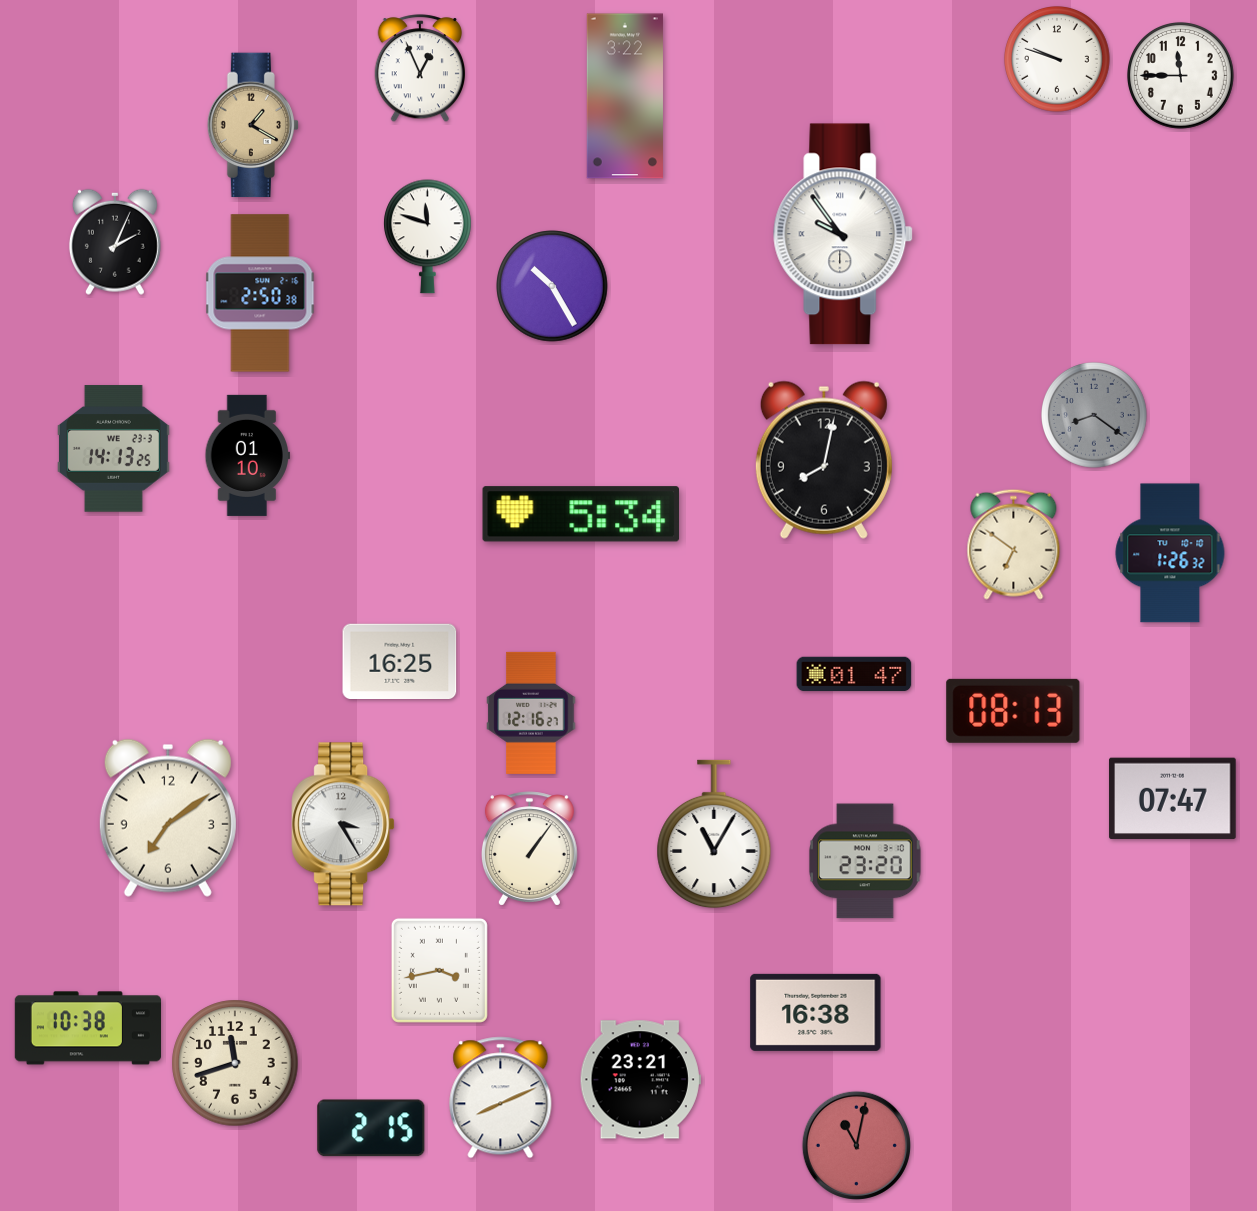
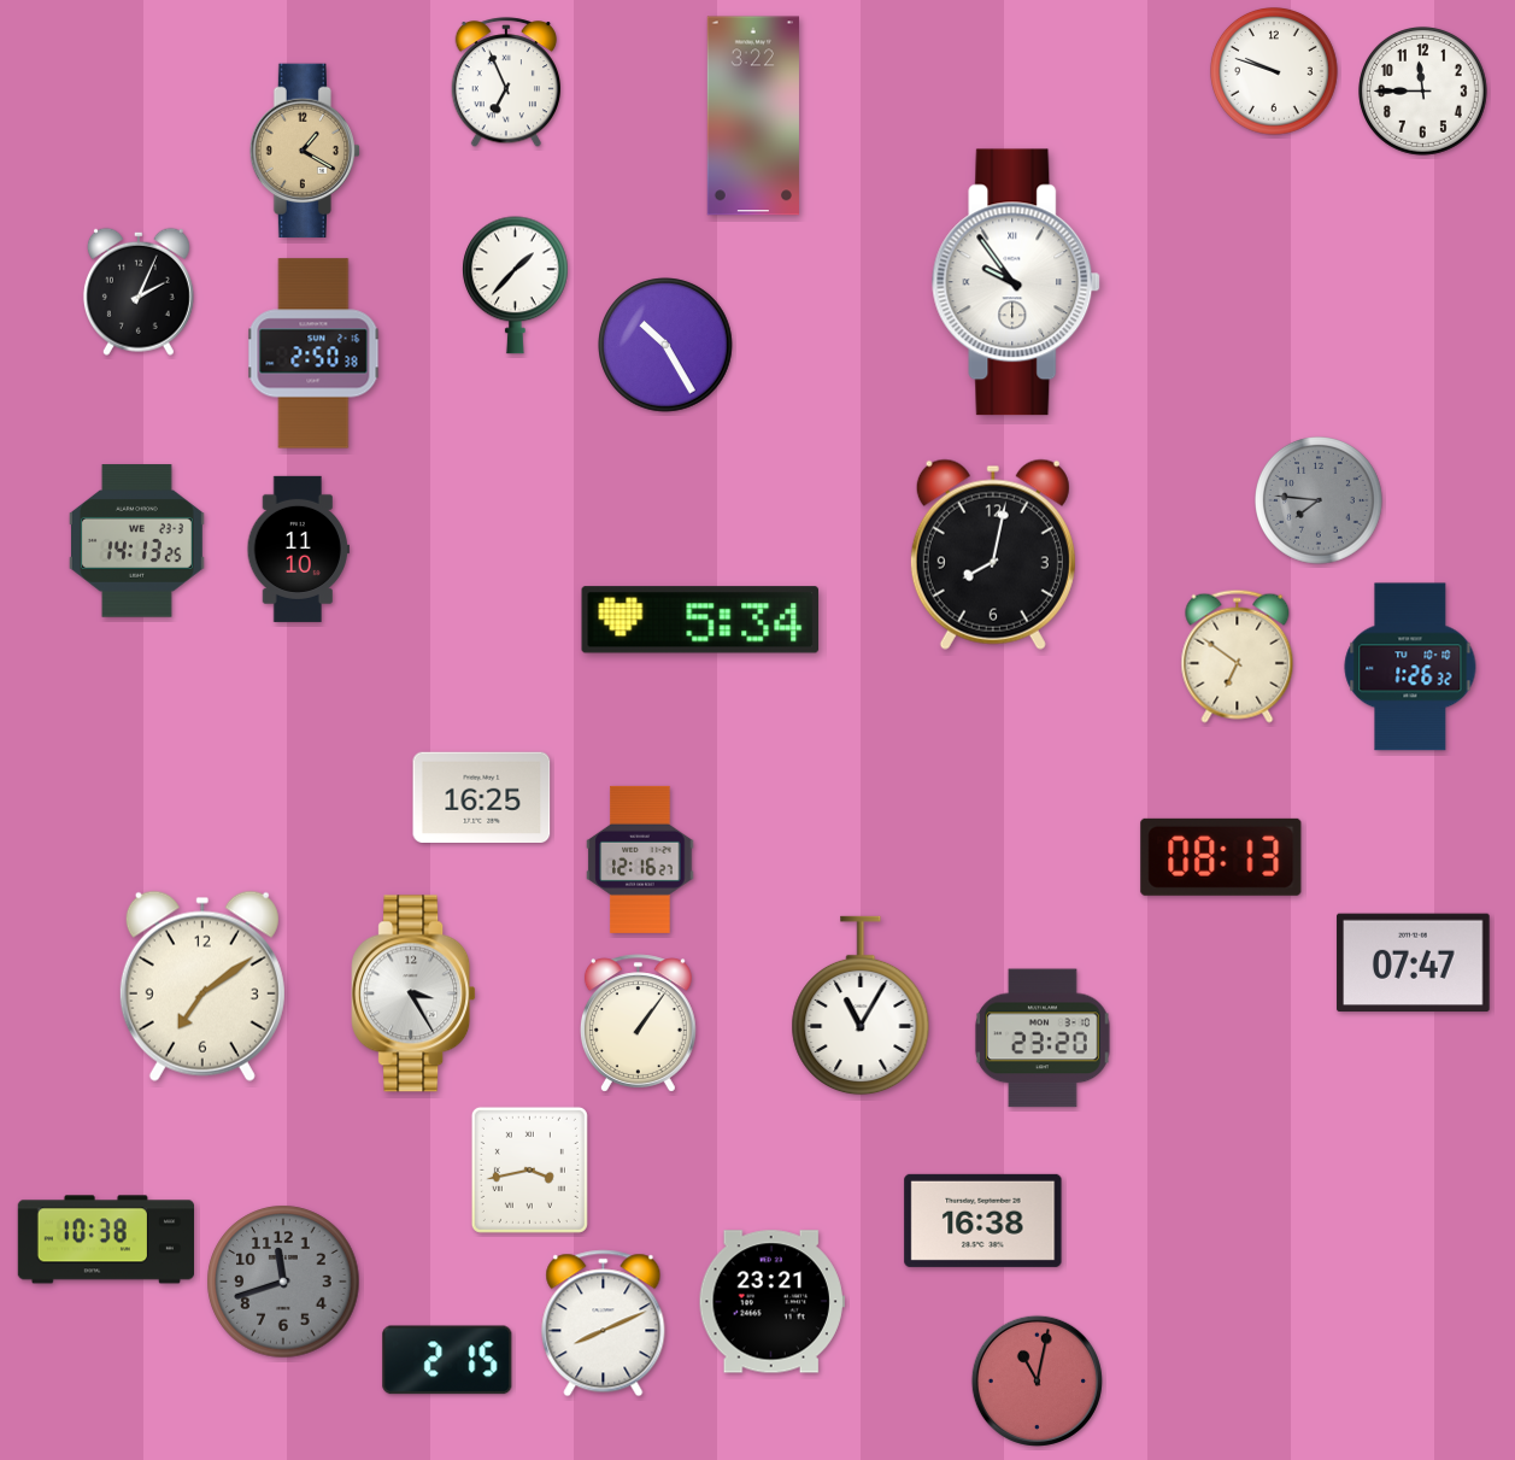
clock at (419, 69): 12:56 -> 6:56
clock at (428, 237): 11:48 -> 1:37
clock at (1095, 416): 8:21 -> 7:46
clock at (247, 455): 01:10 -> 11:10
clock at (1014, 544) position: (1014, 544) -> (1238, 656)
clock at (854, 674): 01:47 -> none
clock at (235, 1063) dial: cream -> grey
clock at (856, 1145) position: (856, 1145) -> (1037, 1380)
